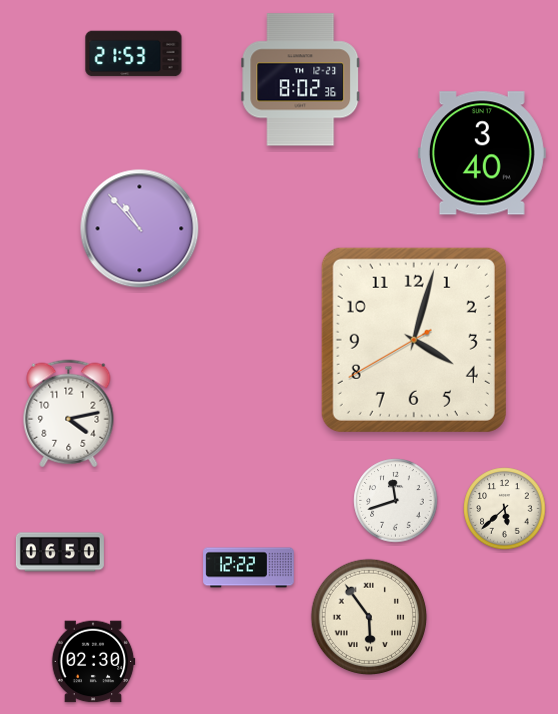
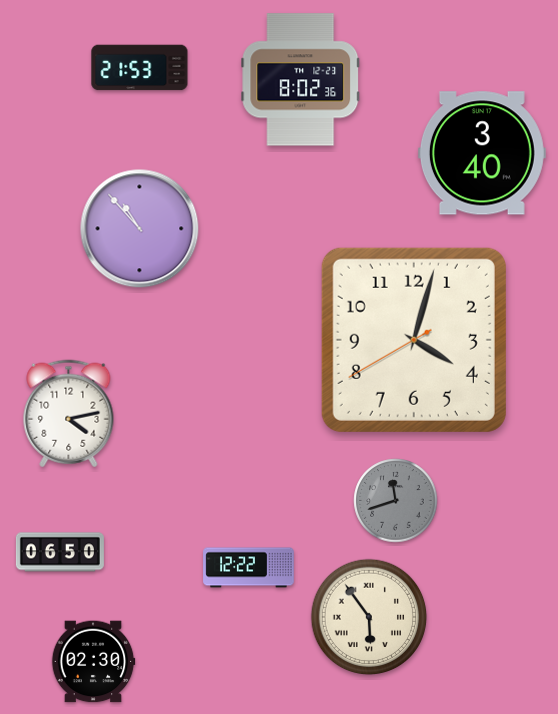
clock at (134, 54) position: (134, 54) -> (140, 68)
clock at (396, 501) dial: white -> grey
clock at (505, 509): 5:38 -> none
